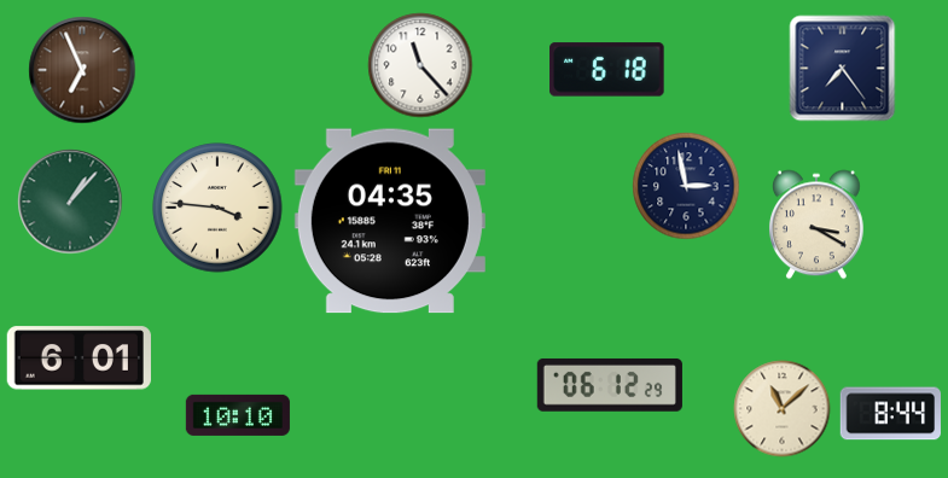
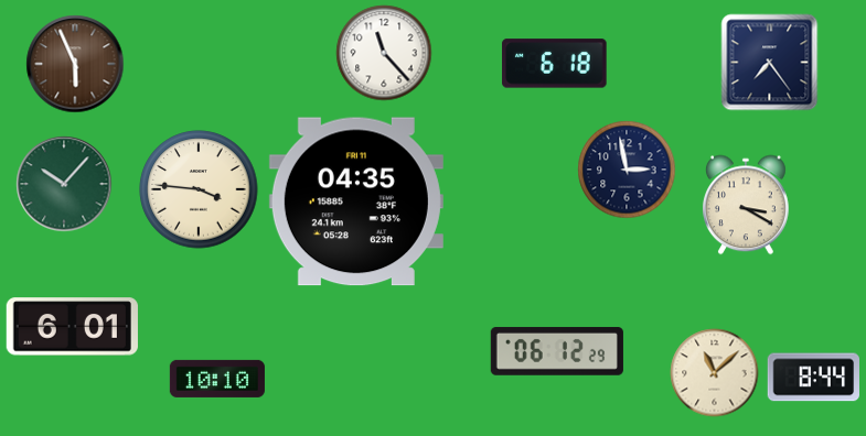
clock at (420, 65) position: (420, 65) -> (384, 53)
clock at (82, 70): 6:56 -> 5:56
clock at (70, 202): 1:07 -> 10:07
